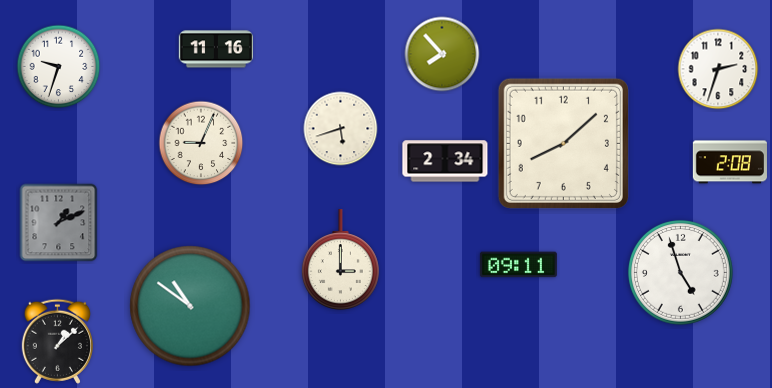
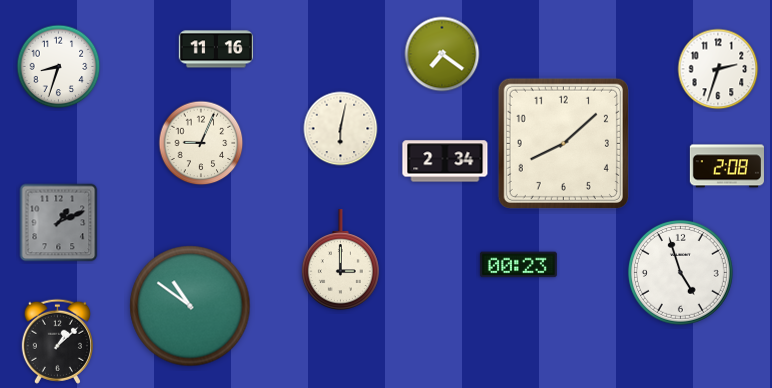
clock at (442, 54): 7:53 -> 7:21
clock at (59, 67): 9:33 -> 8:33
clock at (341, 129): 5:42 -> 6:02
clock at (730, 162) position: (730, 162) -> (727, 166)
clock at (518, 265): 09:11 -> 00:23
